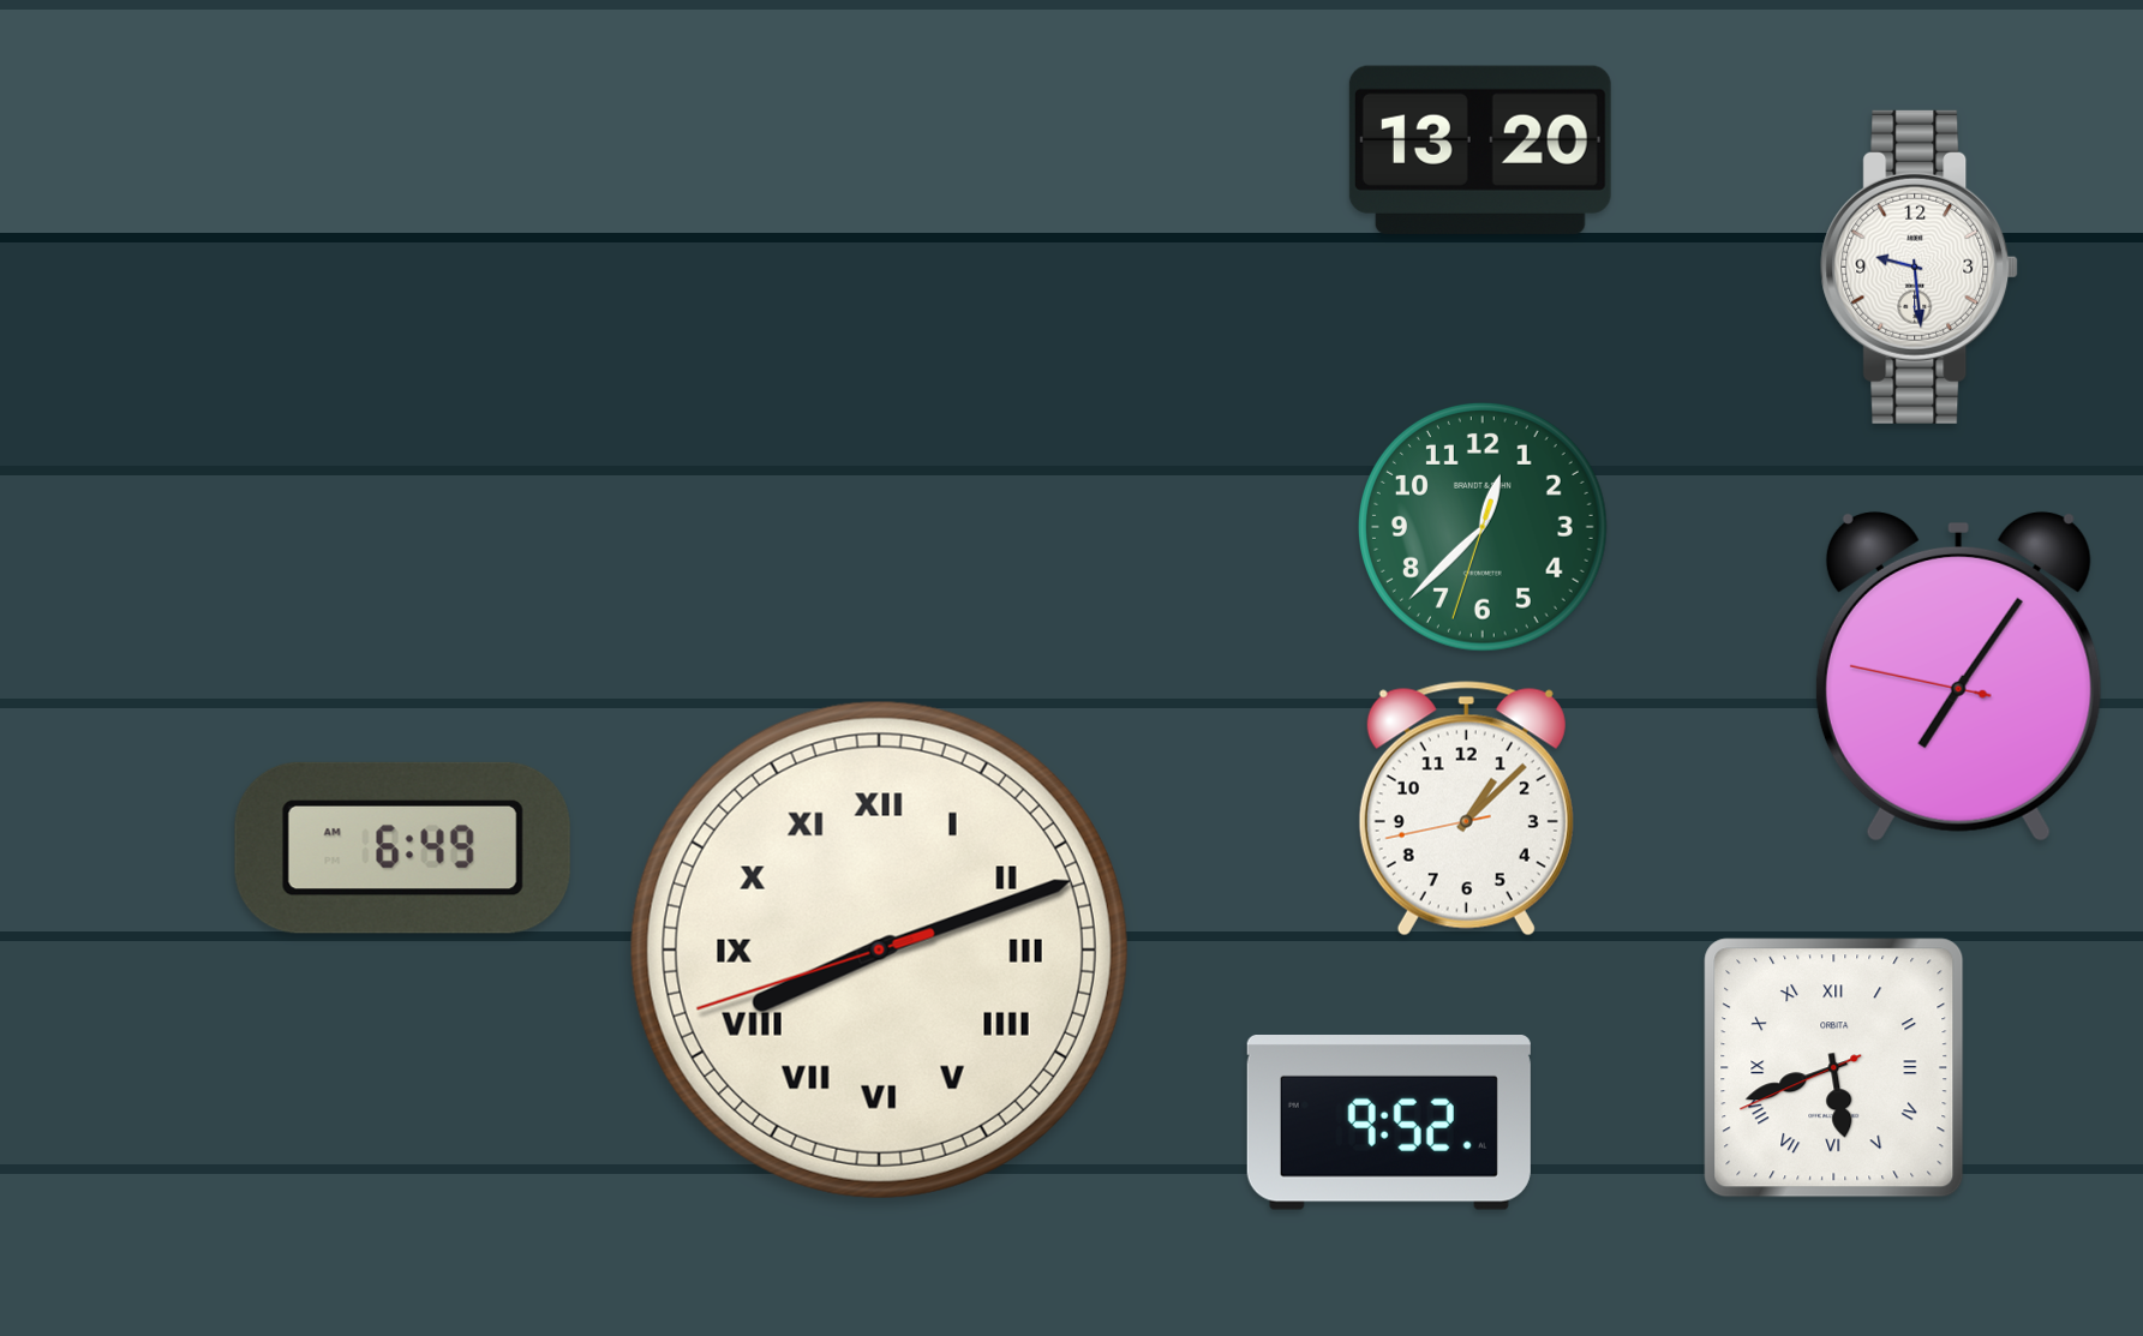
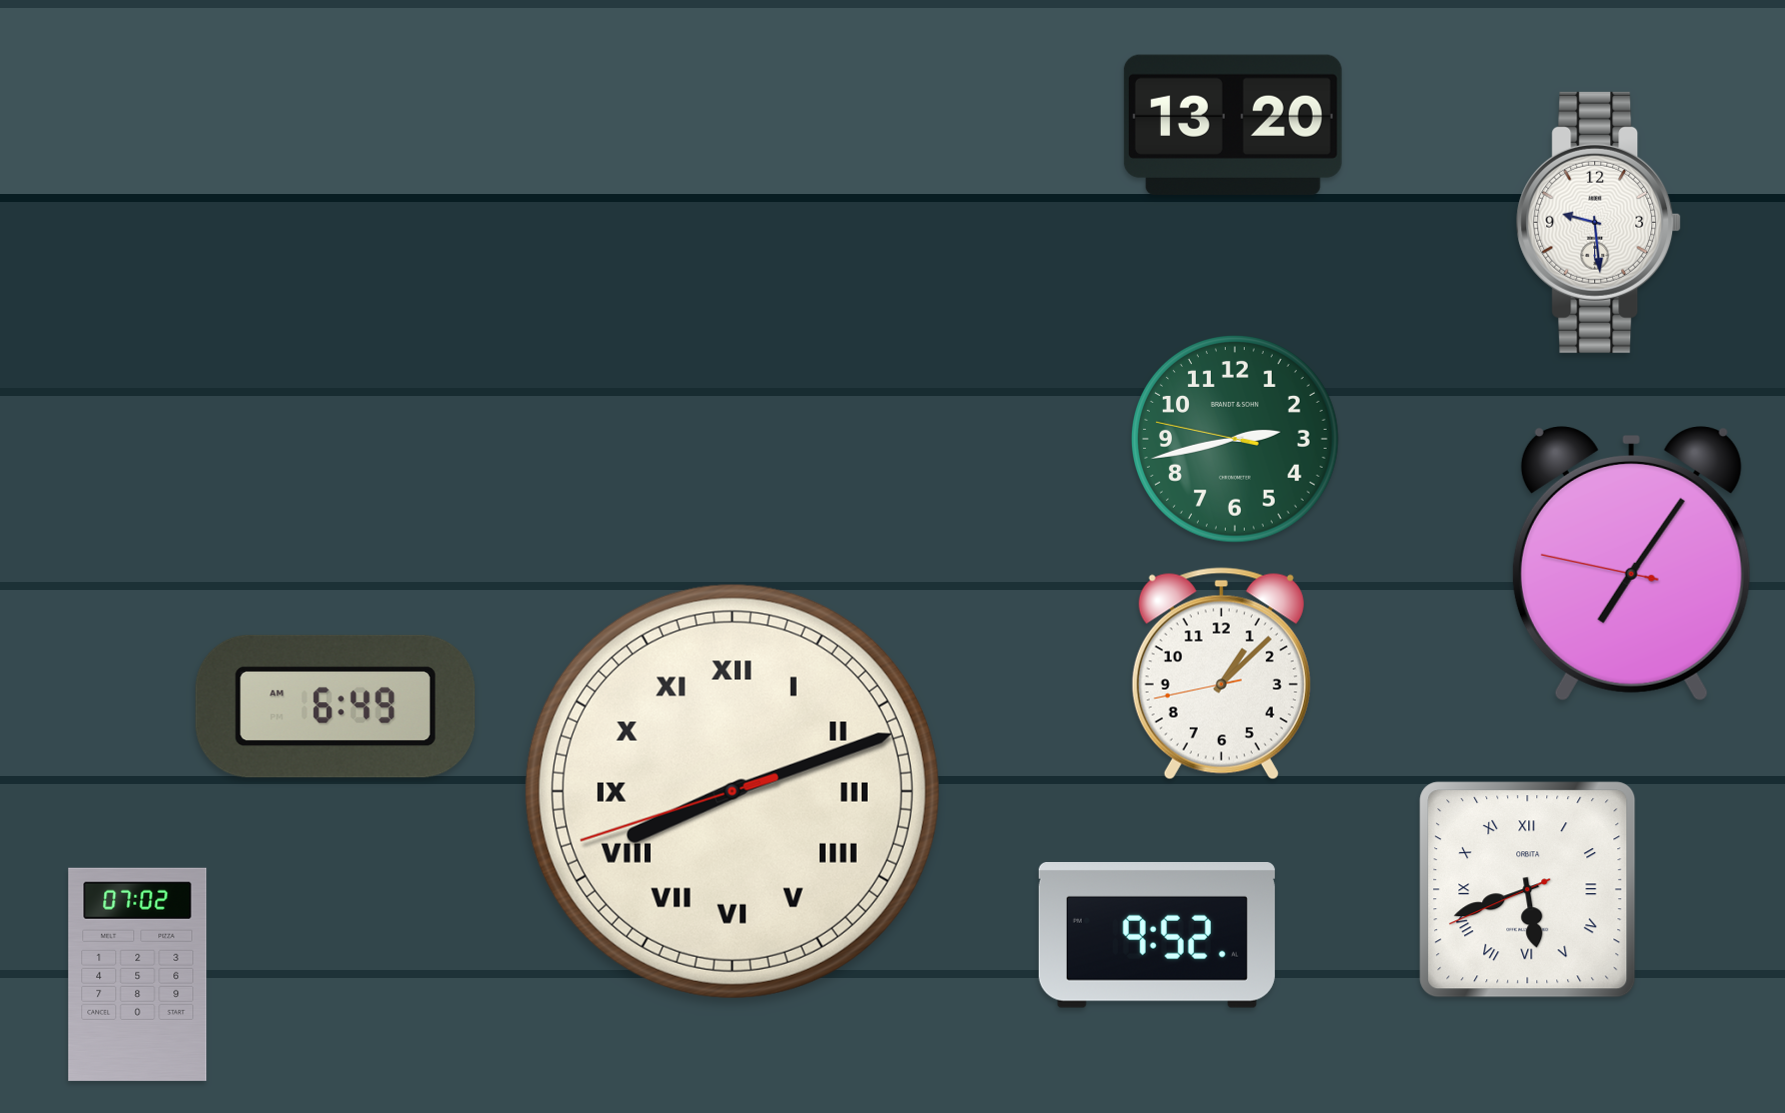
clock at (1483, 527): 12:37 -> 2:42
clock at (138, 974): none -> 07:02
